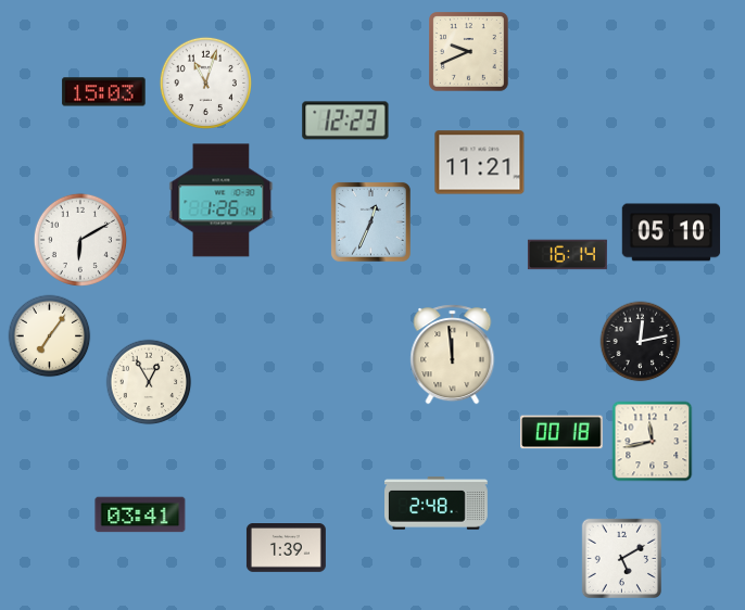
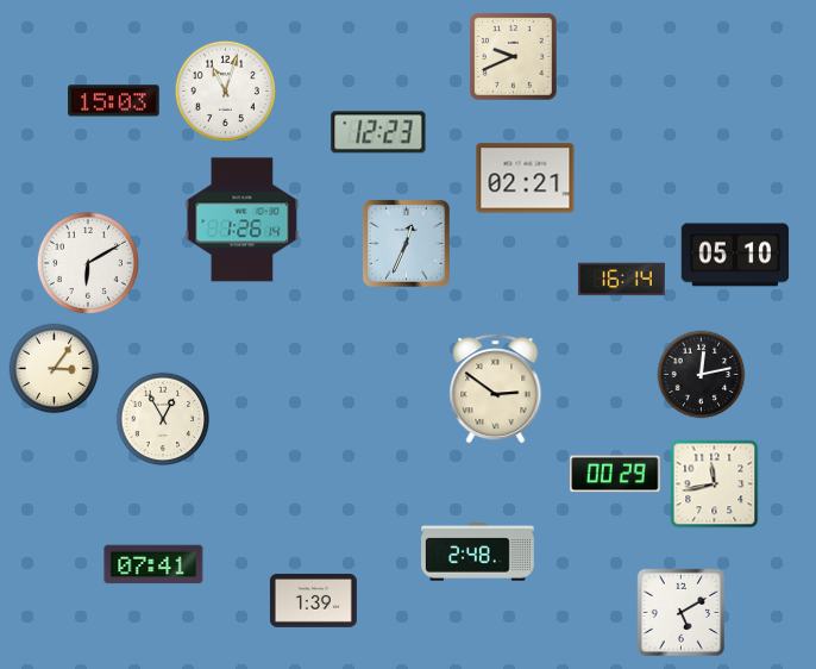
clock at (480, 163): 11:21 -> 02:21
clock at (50, 336): 7:06 -> 3:06
clock at (453, 355): 11:59 -> 2:51
clock at (561, 432): 00:18 -> 00:29
clock at (140, 514): 03:41 -> 07:41
